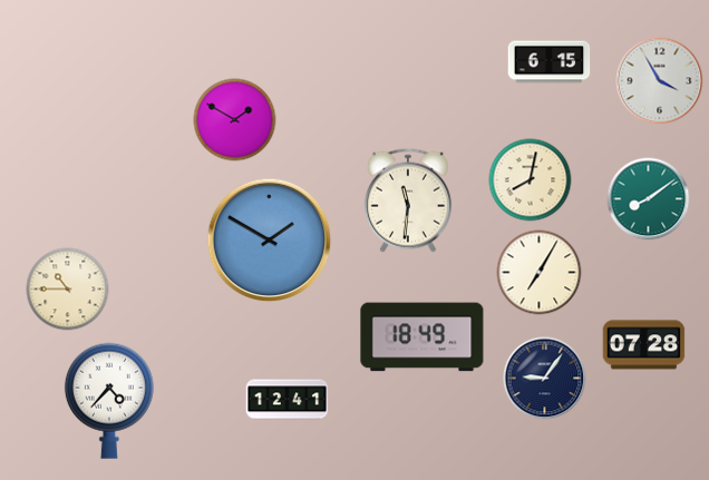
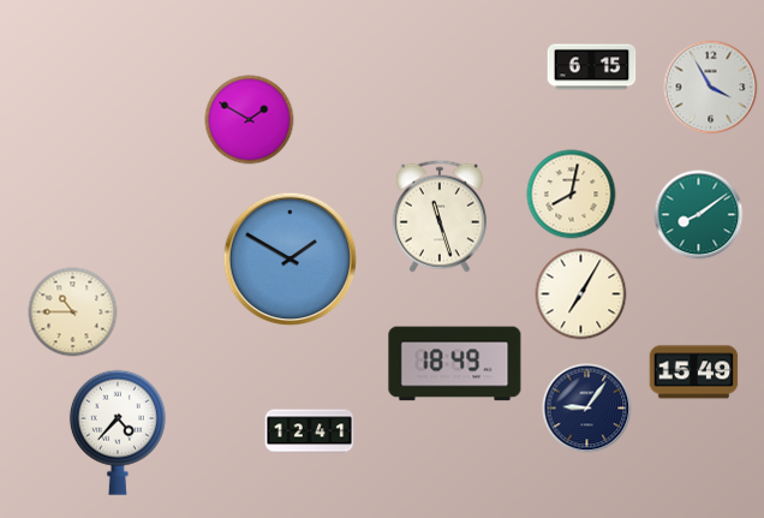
clock at (235, 120) position: (235, 120) -> (250, 120)
clock at (408, 200): 11:31 -> 11:27
clock at (644, 345): 07:28 -> 15:49
